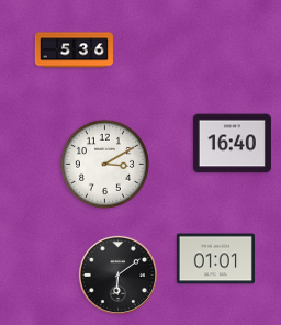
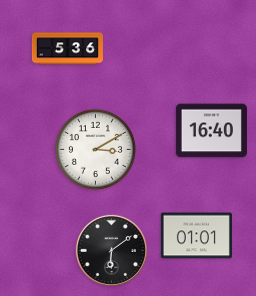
clock at (74, 51) position: (74, 51) -> (67, 49)
clock at (117, 274) position: (117, 274) -> (111, 250)
